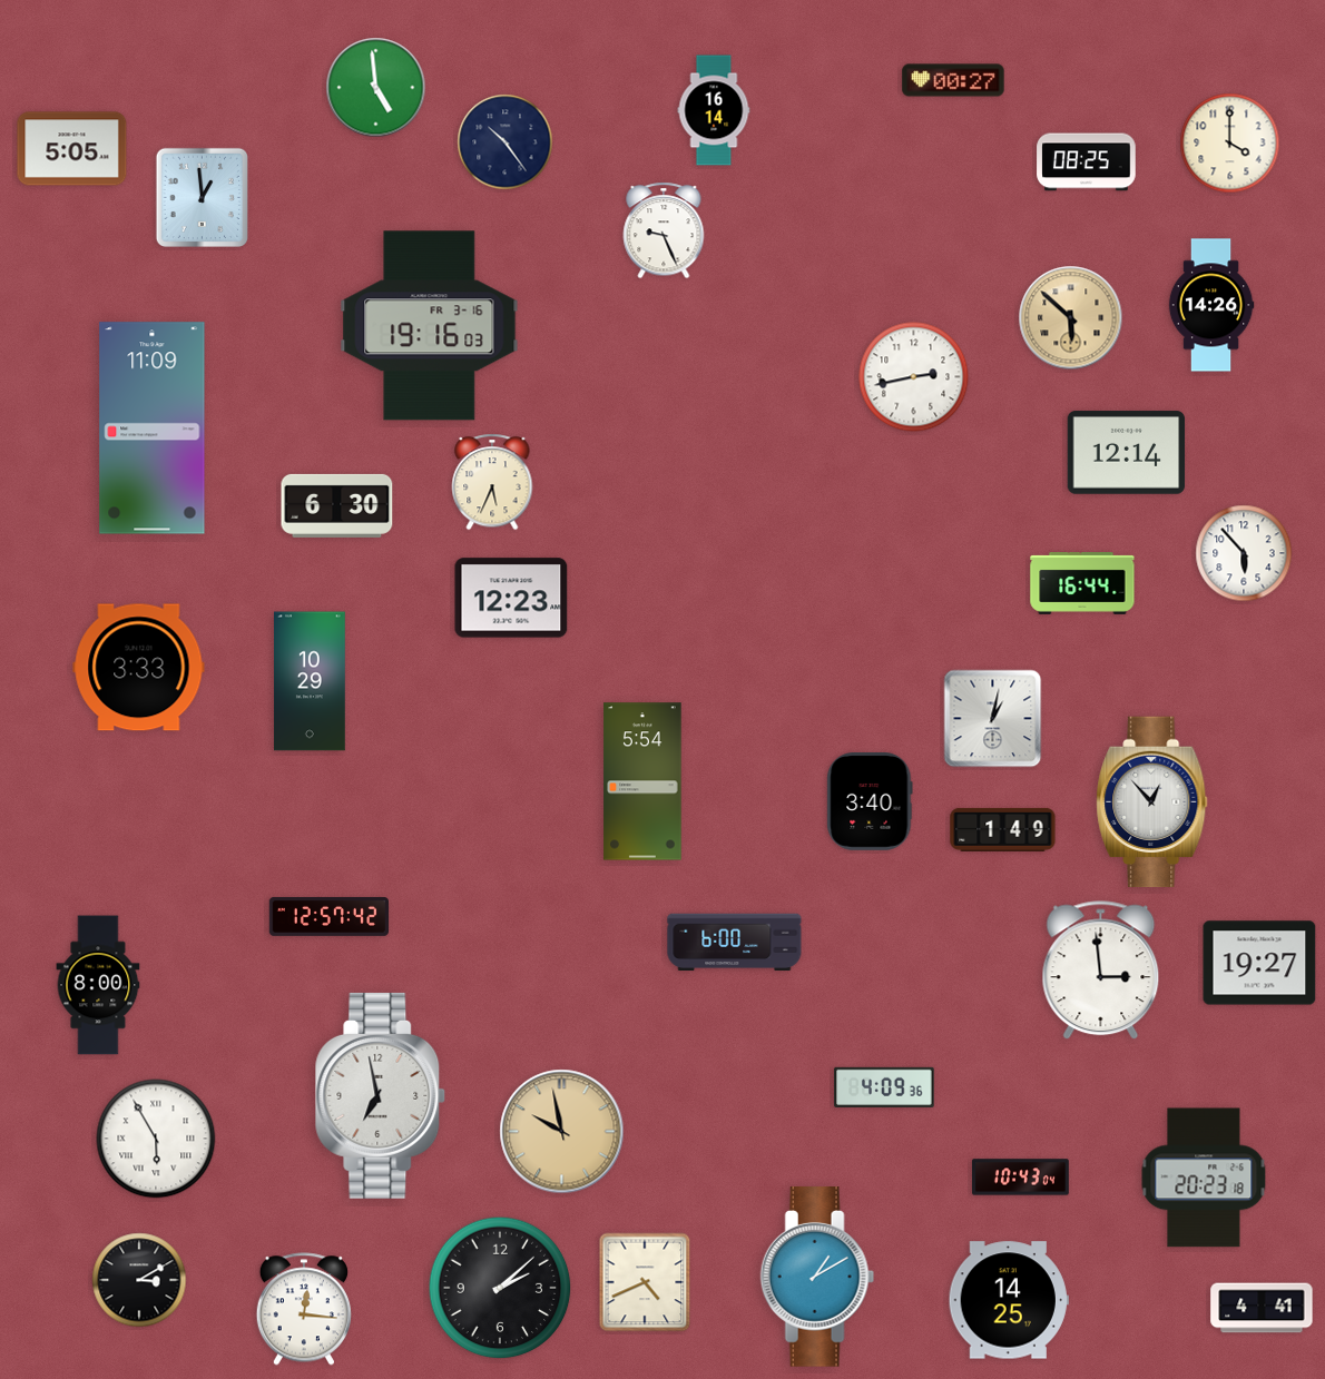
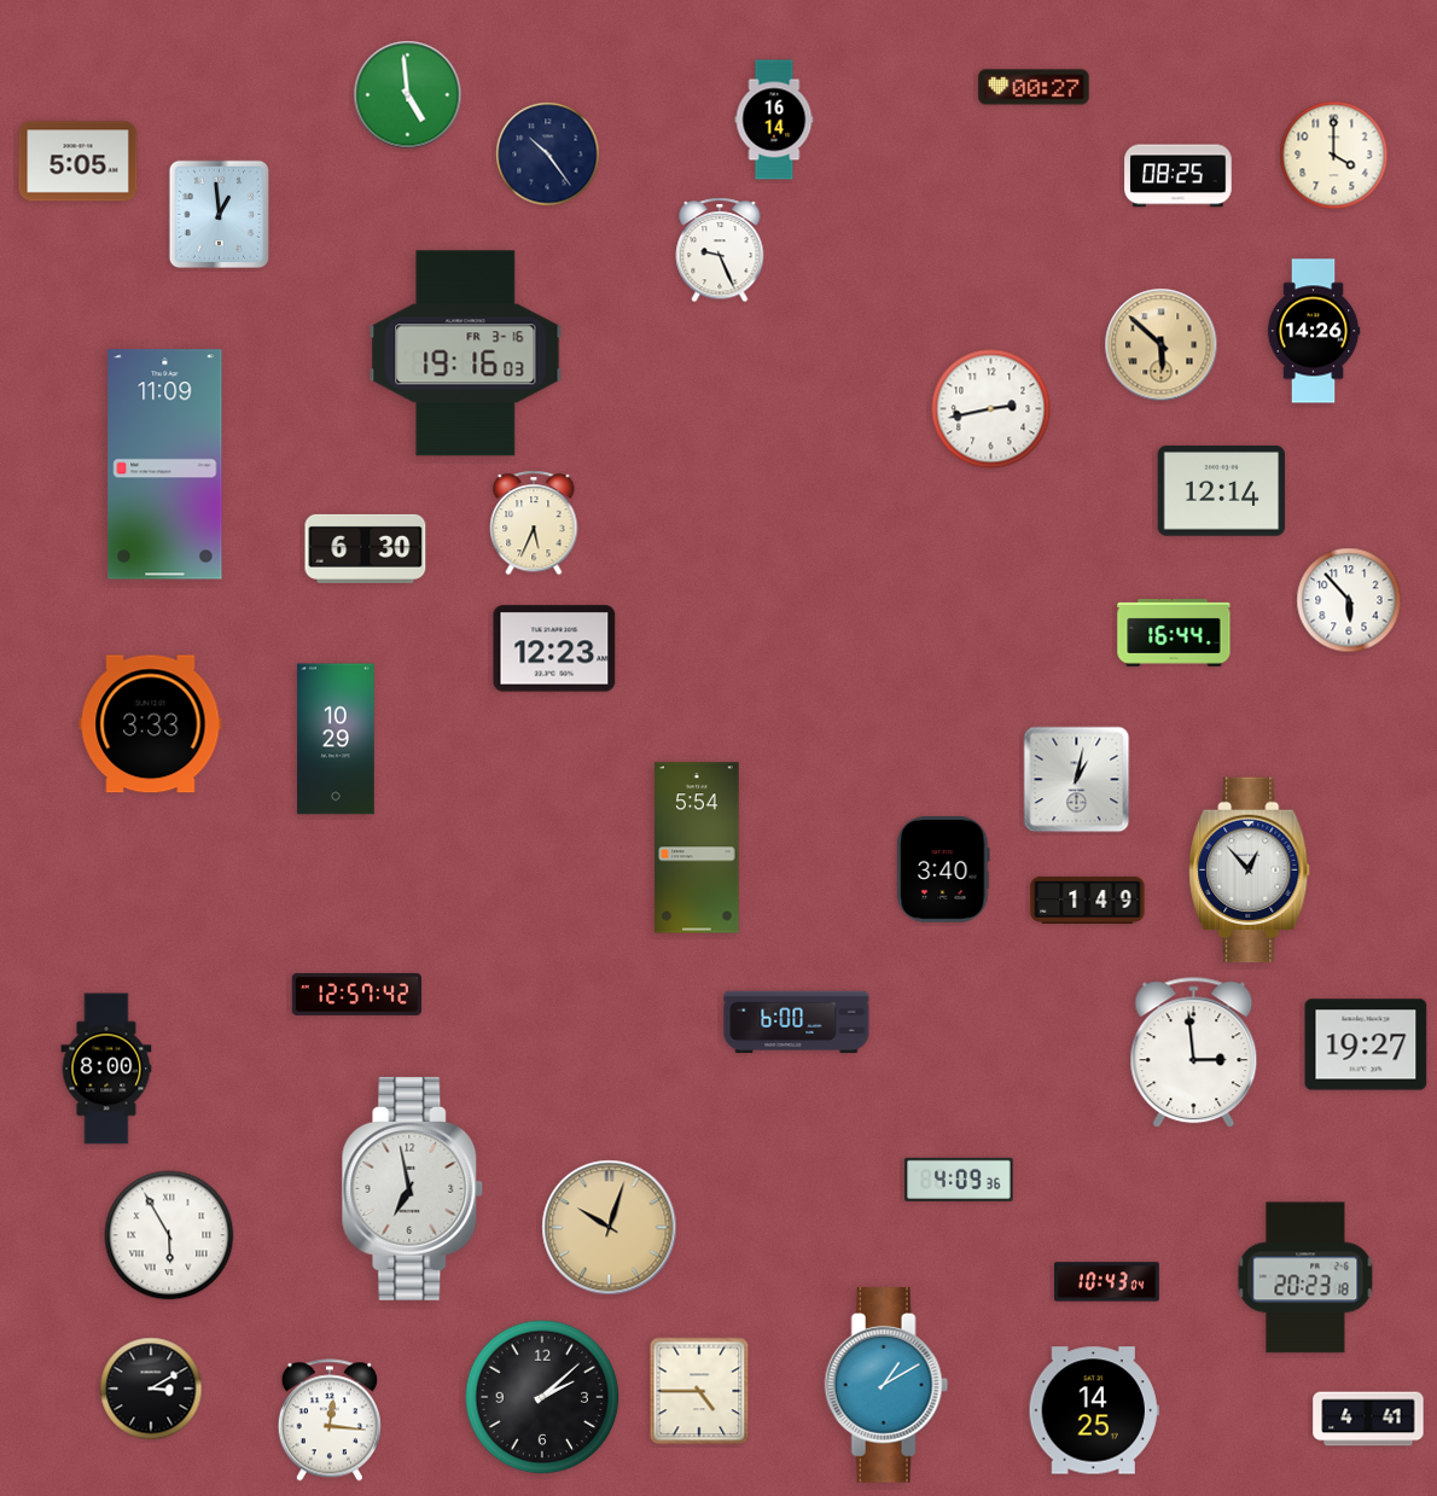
clock at (562, 1132): 9:58 -> 10:03
clock at (1020, 1178) position: (1020, 1178) -> (1106, 1282)
clock at (645, 1282): 4:41 -> 4:45
